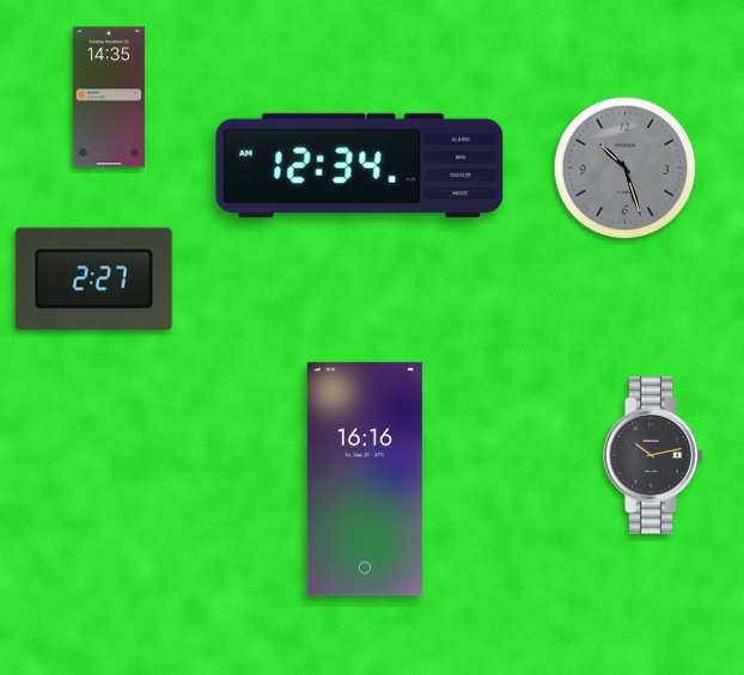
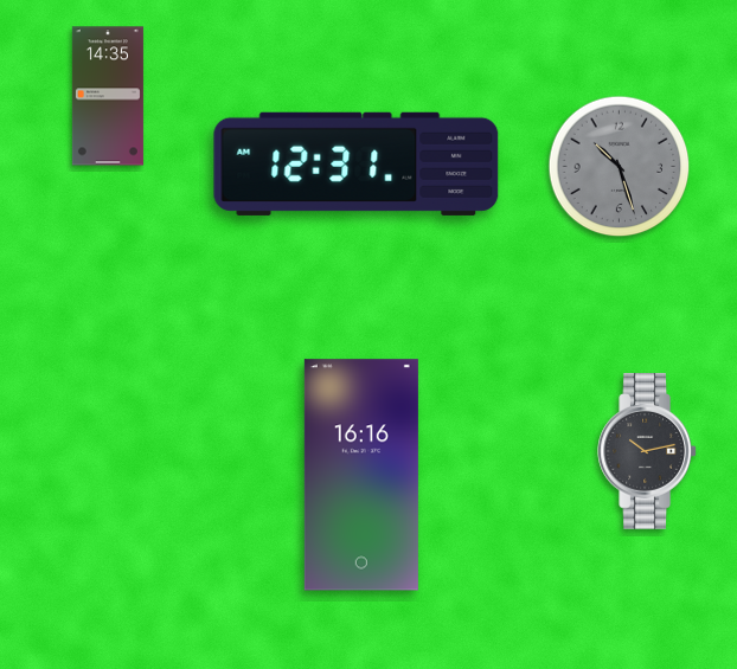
clock at (360, 165): 12:34 -> 12:31
clock at (93, 280): 2:27 -> none
